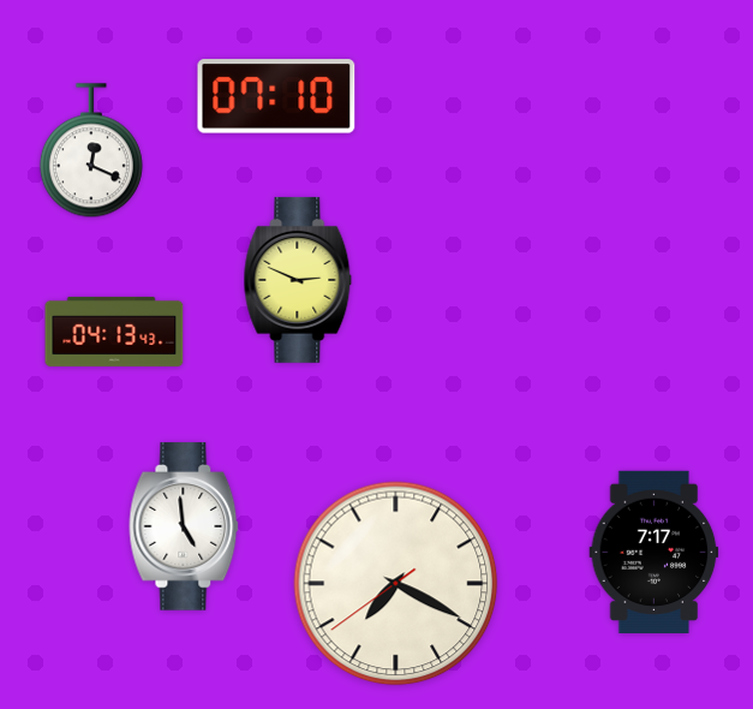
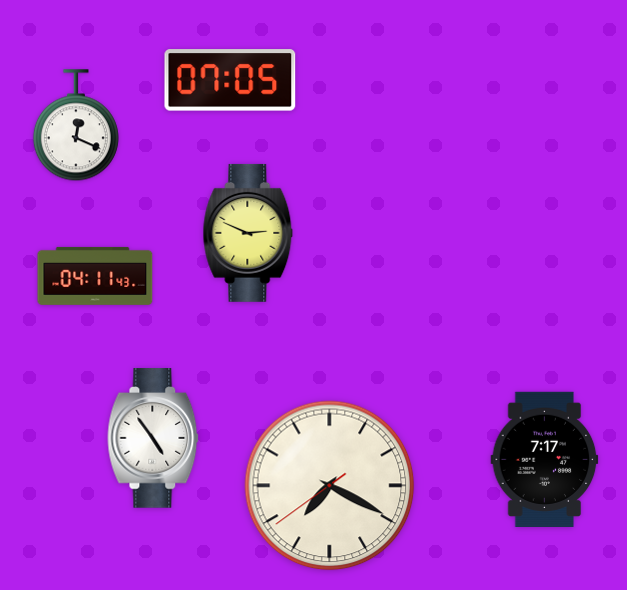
clock at (276, 96): 07:10 -> 07:05
clock at (114, 332): 04:13 -> 04:11
clock at (184, 526): 4:59 -> 4:54
